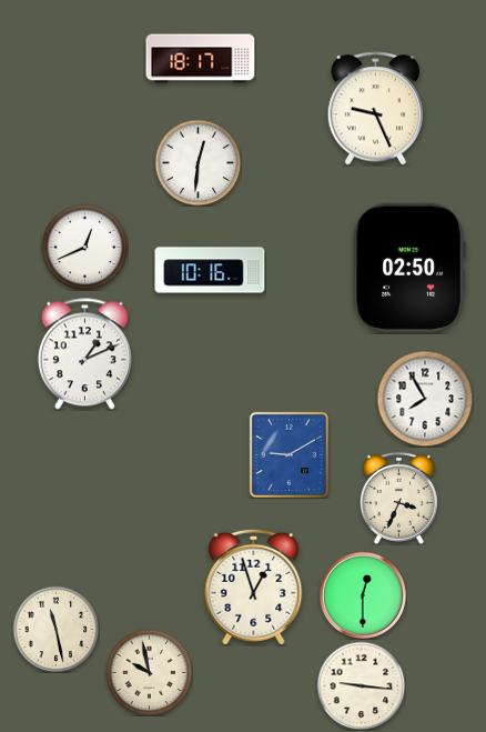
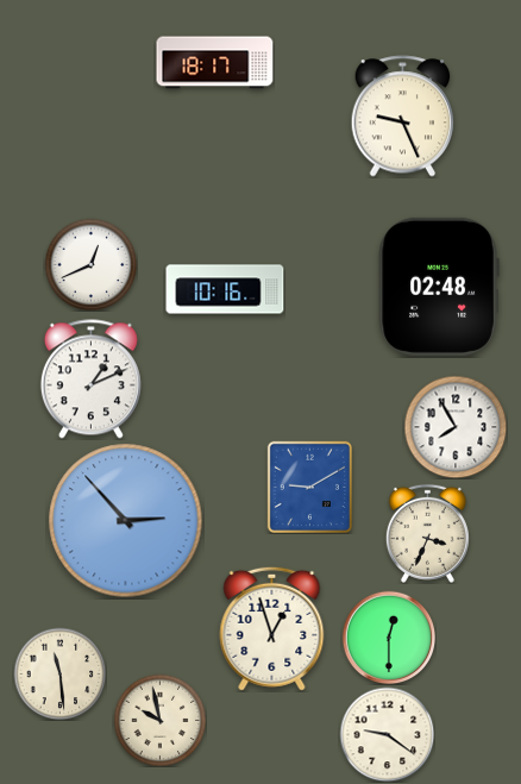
clock at (198, 162): 12:31 -> none
clock at (409, 268): 02:50 -> 02:48
clock at (126, 521): none -> 2:53
clock at (55, 629): 11:28 -> 11:29
clock at (361, 685): 9:16 -> 9:21
